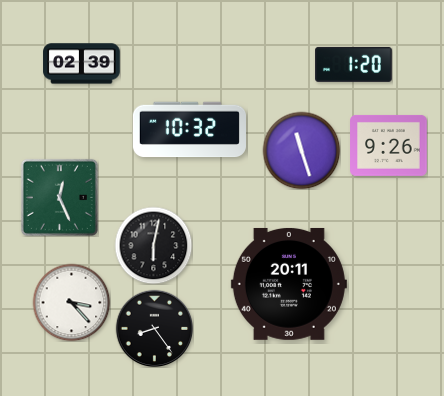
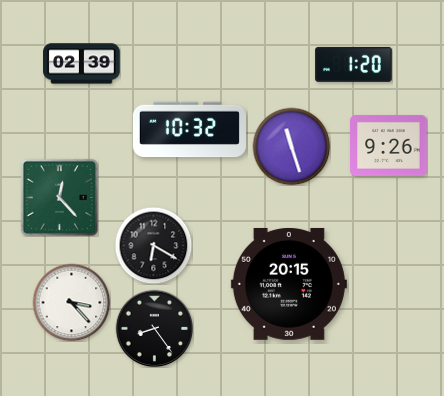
clock at (301, 150) position: (301, 150) -> (291, 146)
clock at (59, 197): 12:26 -> 12:23
clock at (153, 245): 6:02 -> 6:20
clock at (289, 284): 20:11 -> 20:15
